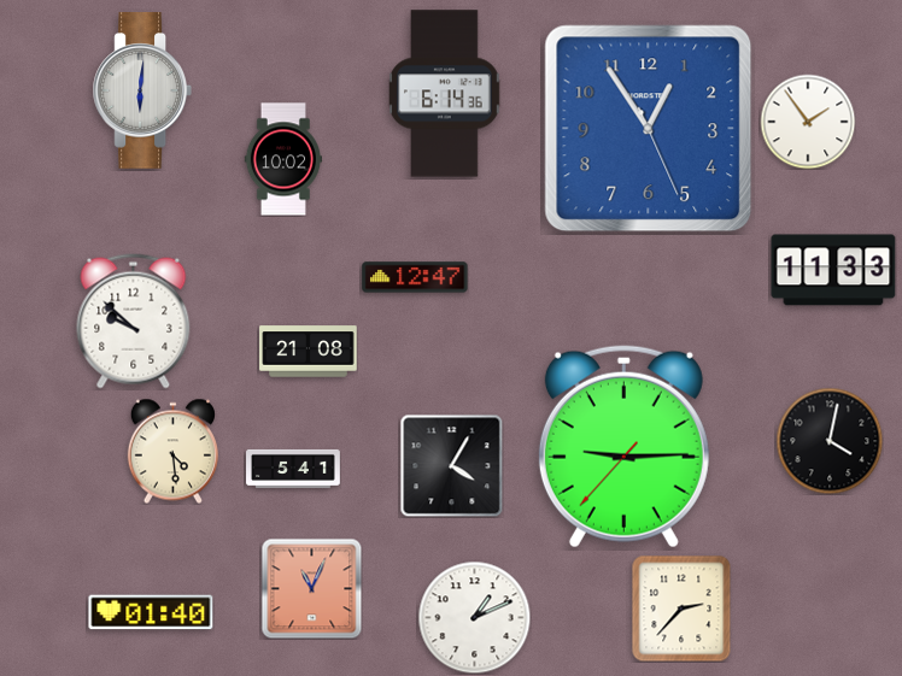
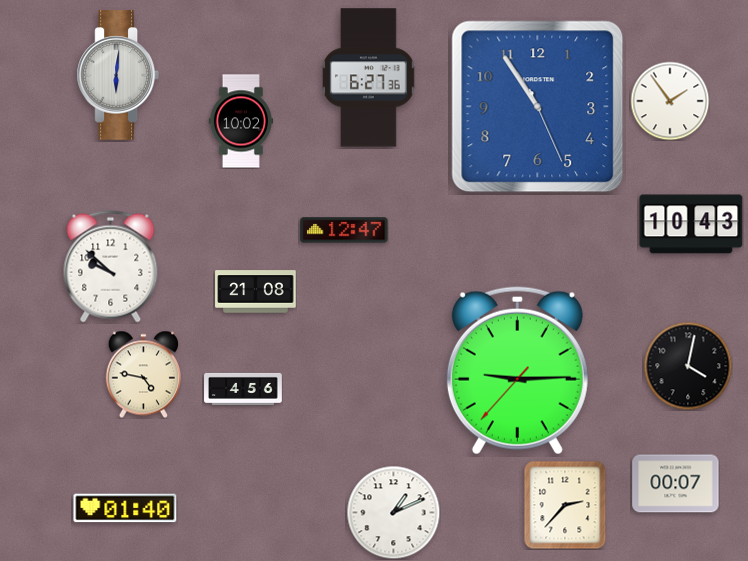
clock at (445, 94): 6:14 -> 6:27
clock at (649, 129): 12:54 -> 10:54
clock at (282, 159) position: (282, 159) -> (240, 121)
clock at (833, 270): 11:33 -> 10:43
clock at (172, 451): 4:29 -> 4:47
clock at (451, 465): 4:05 -> none
clock at (293, 469): 5:41 -> 4:56
clock at (676, 484): none -> 00:07
clock at (311, 588): 11:04 -> none
